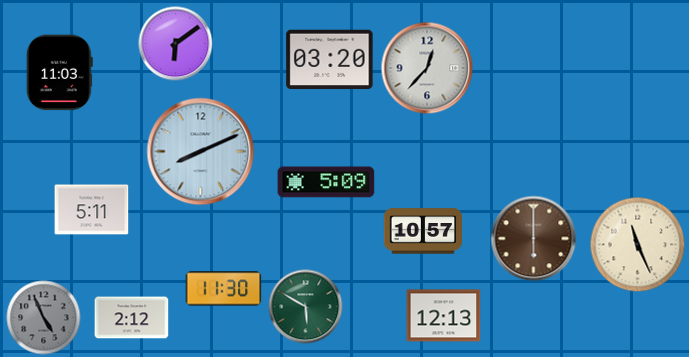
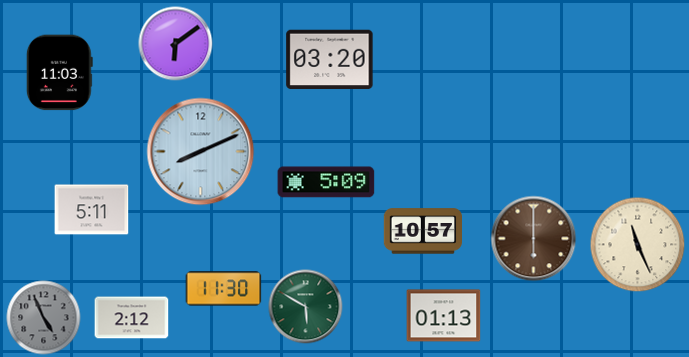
clock at (427, 68): 12:37 -> none
clock at (444, 316): 12:13 -> 01:13
